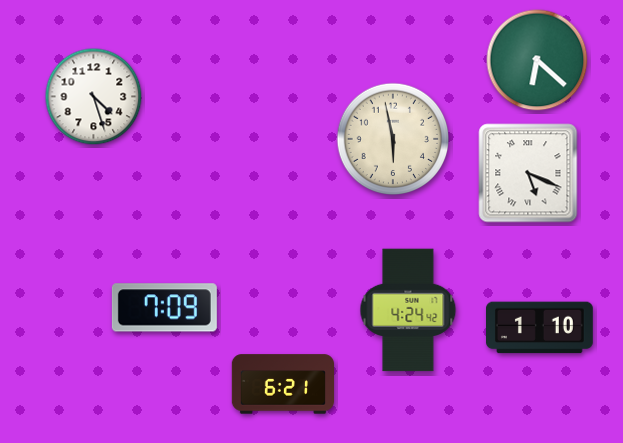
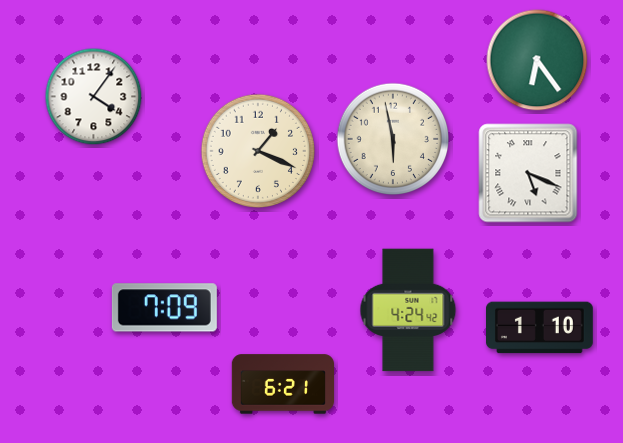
clock at (537, 60): 6:22 -> 6:24
clock at (94, 97): 4:27 -> 4:06
clock at (257, 150): none -> 1:19
